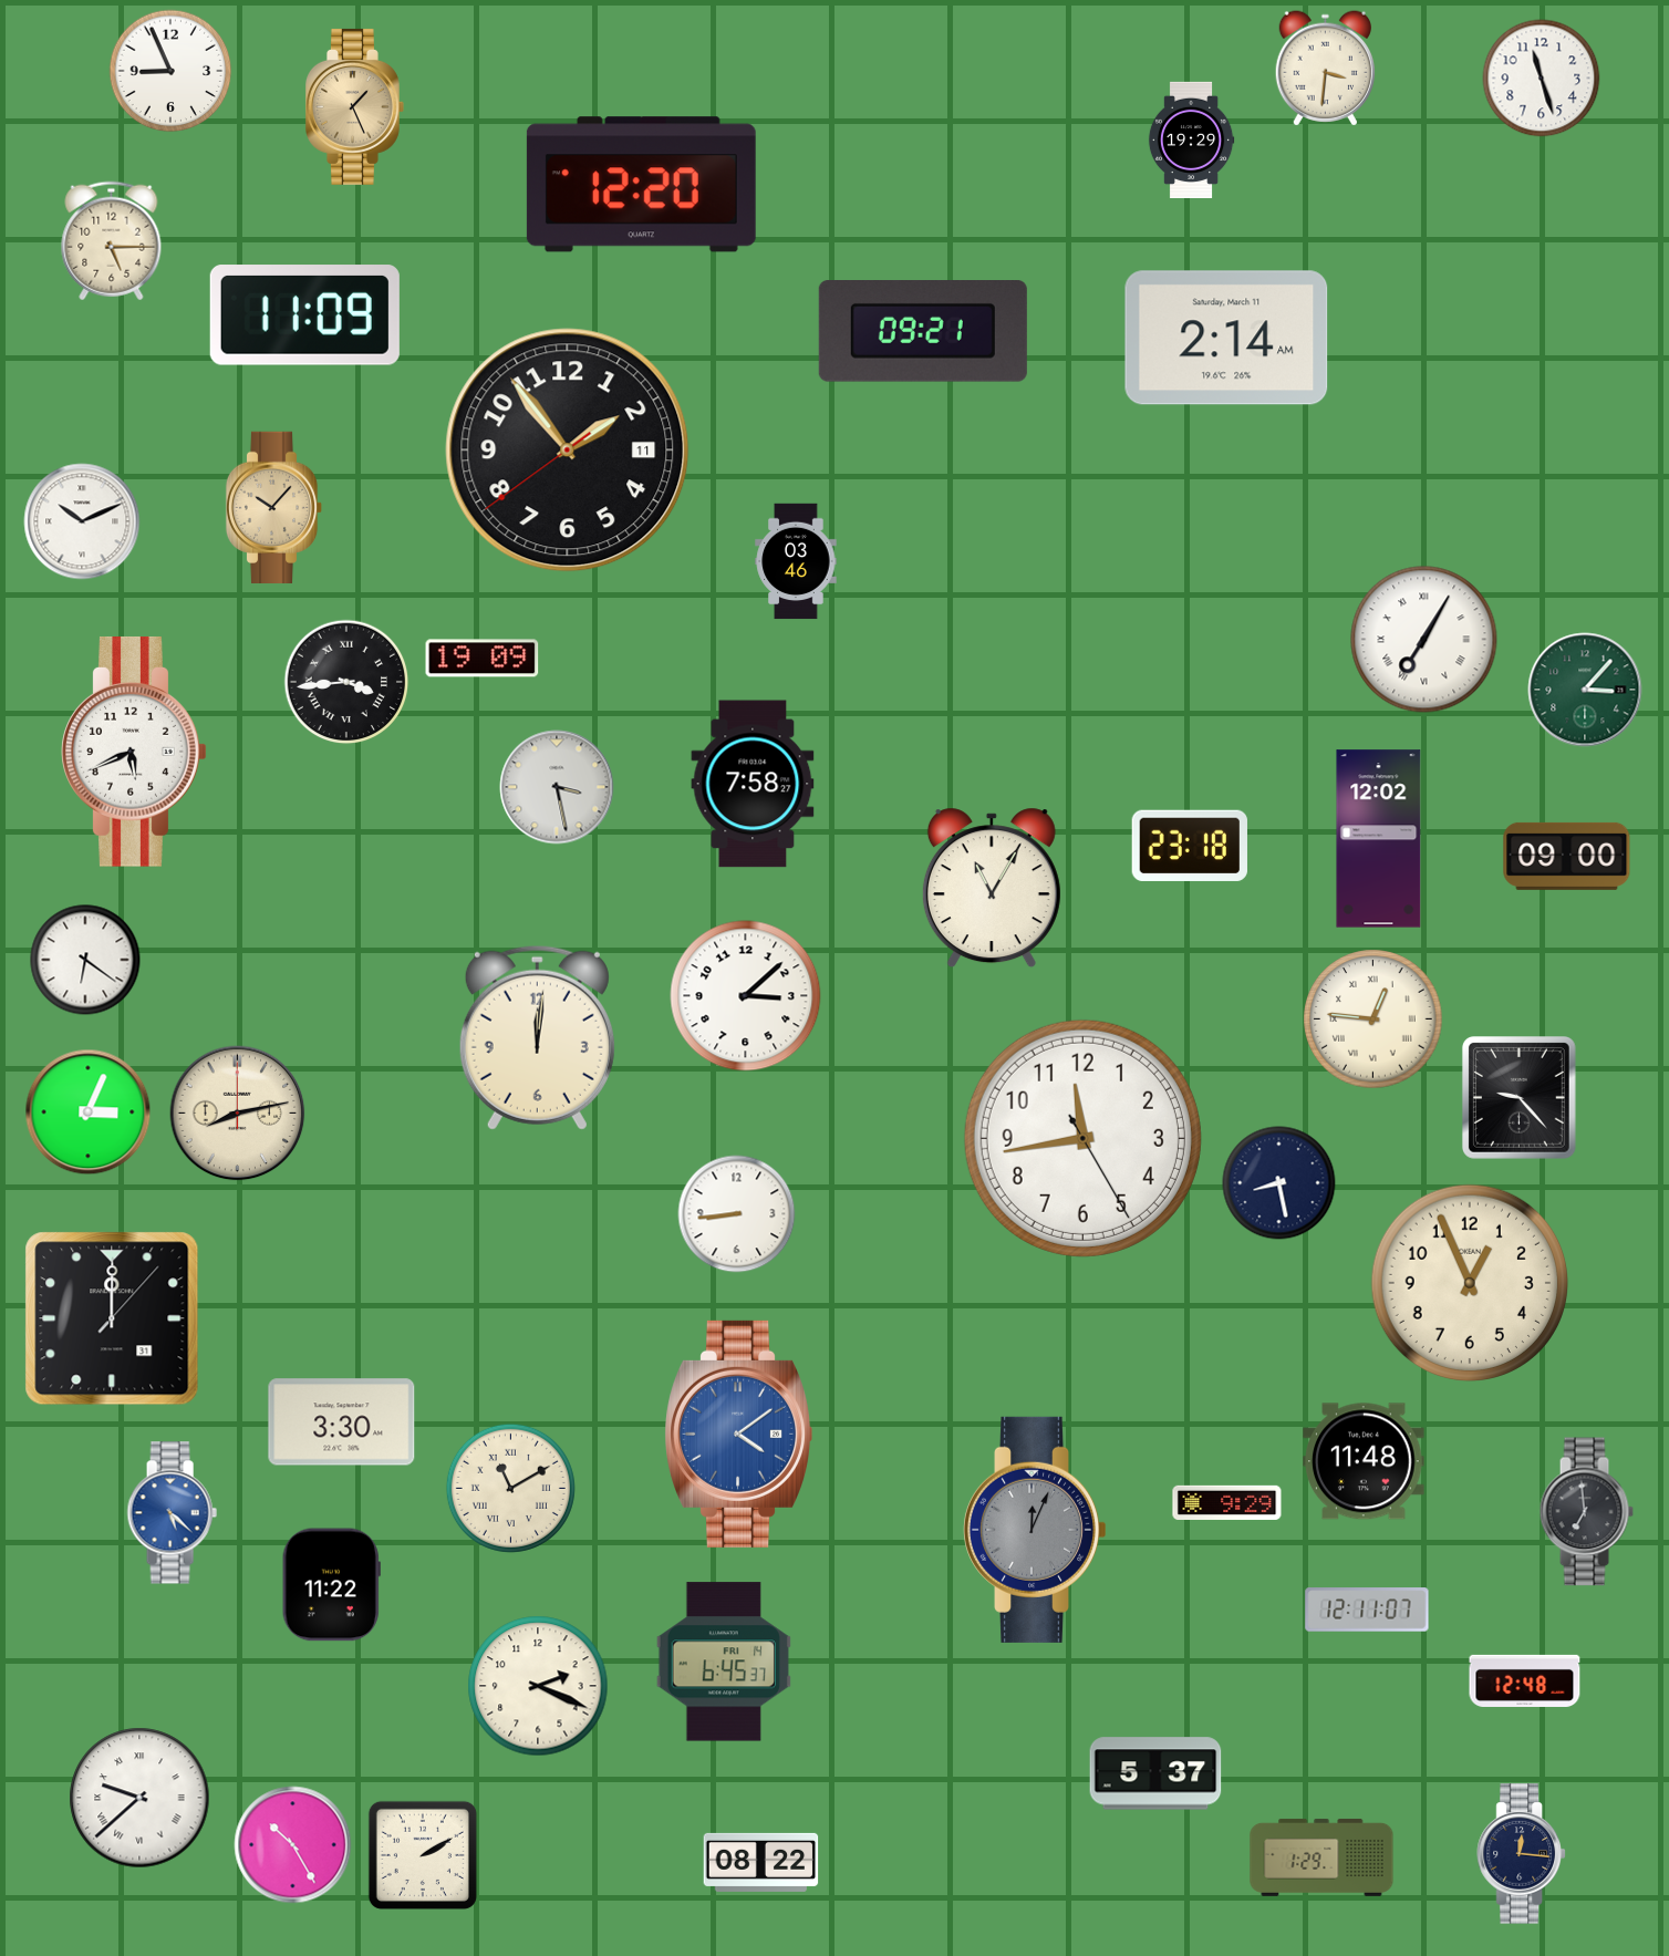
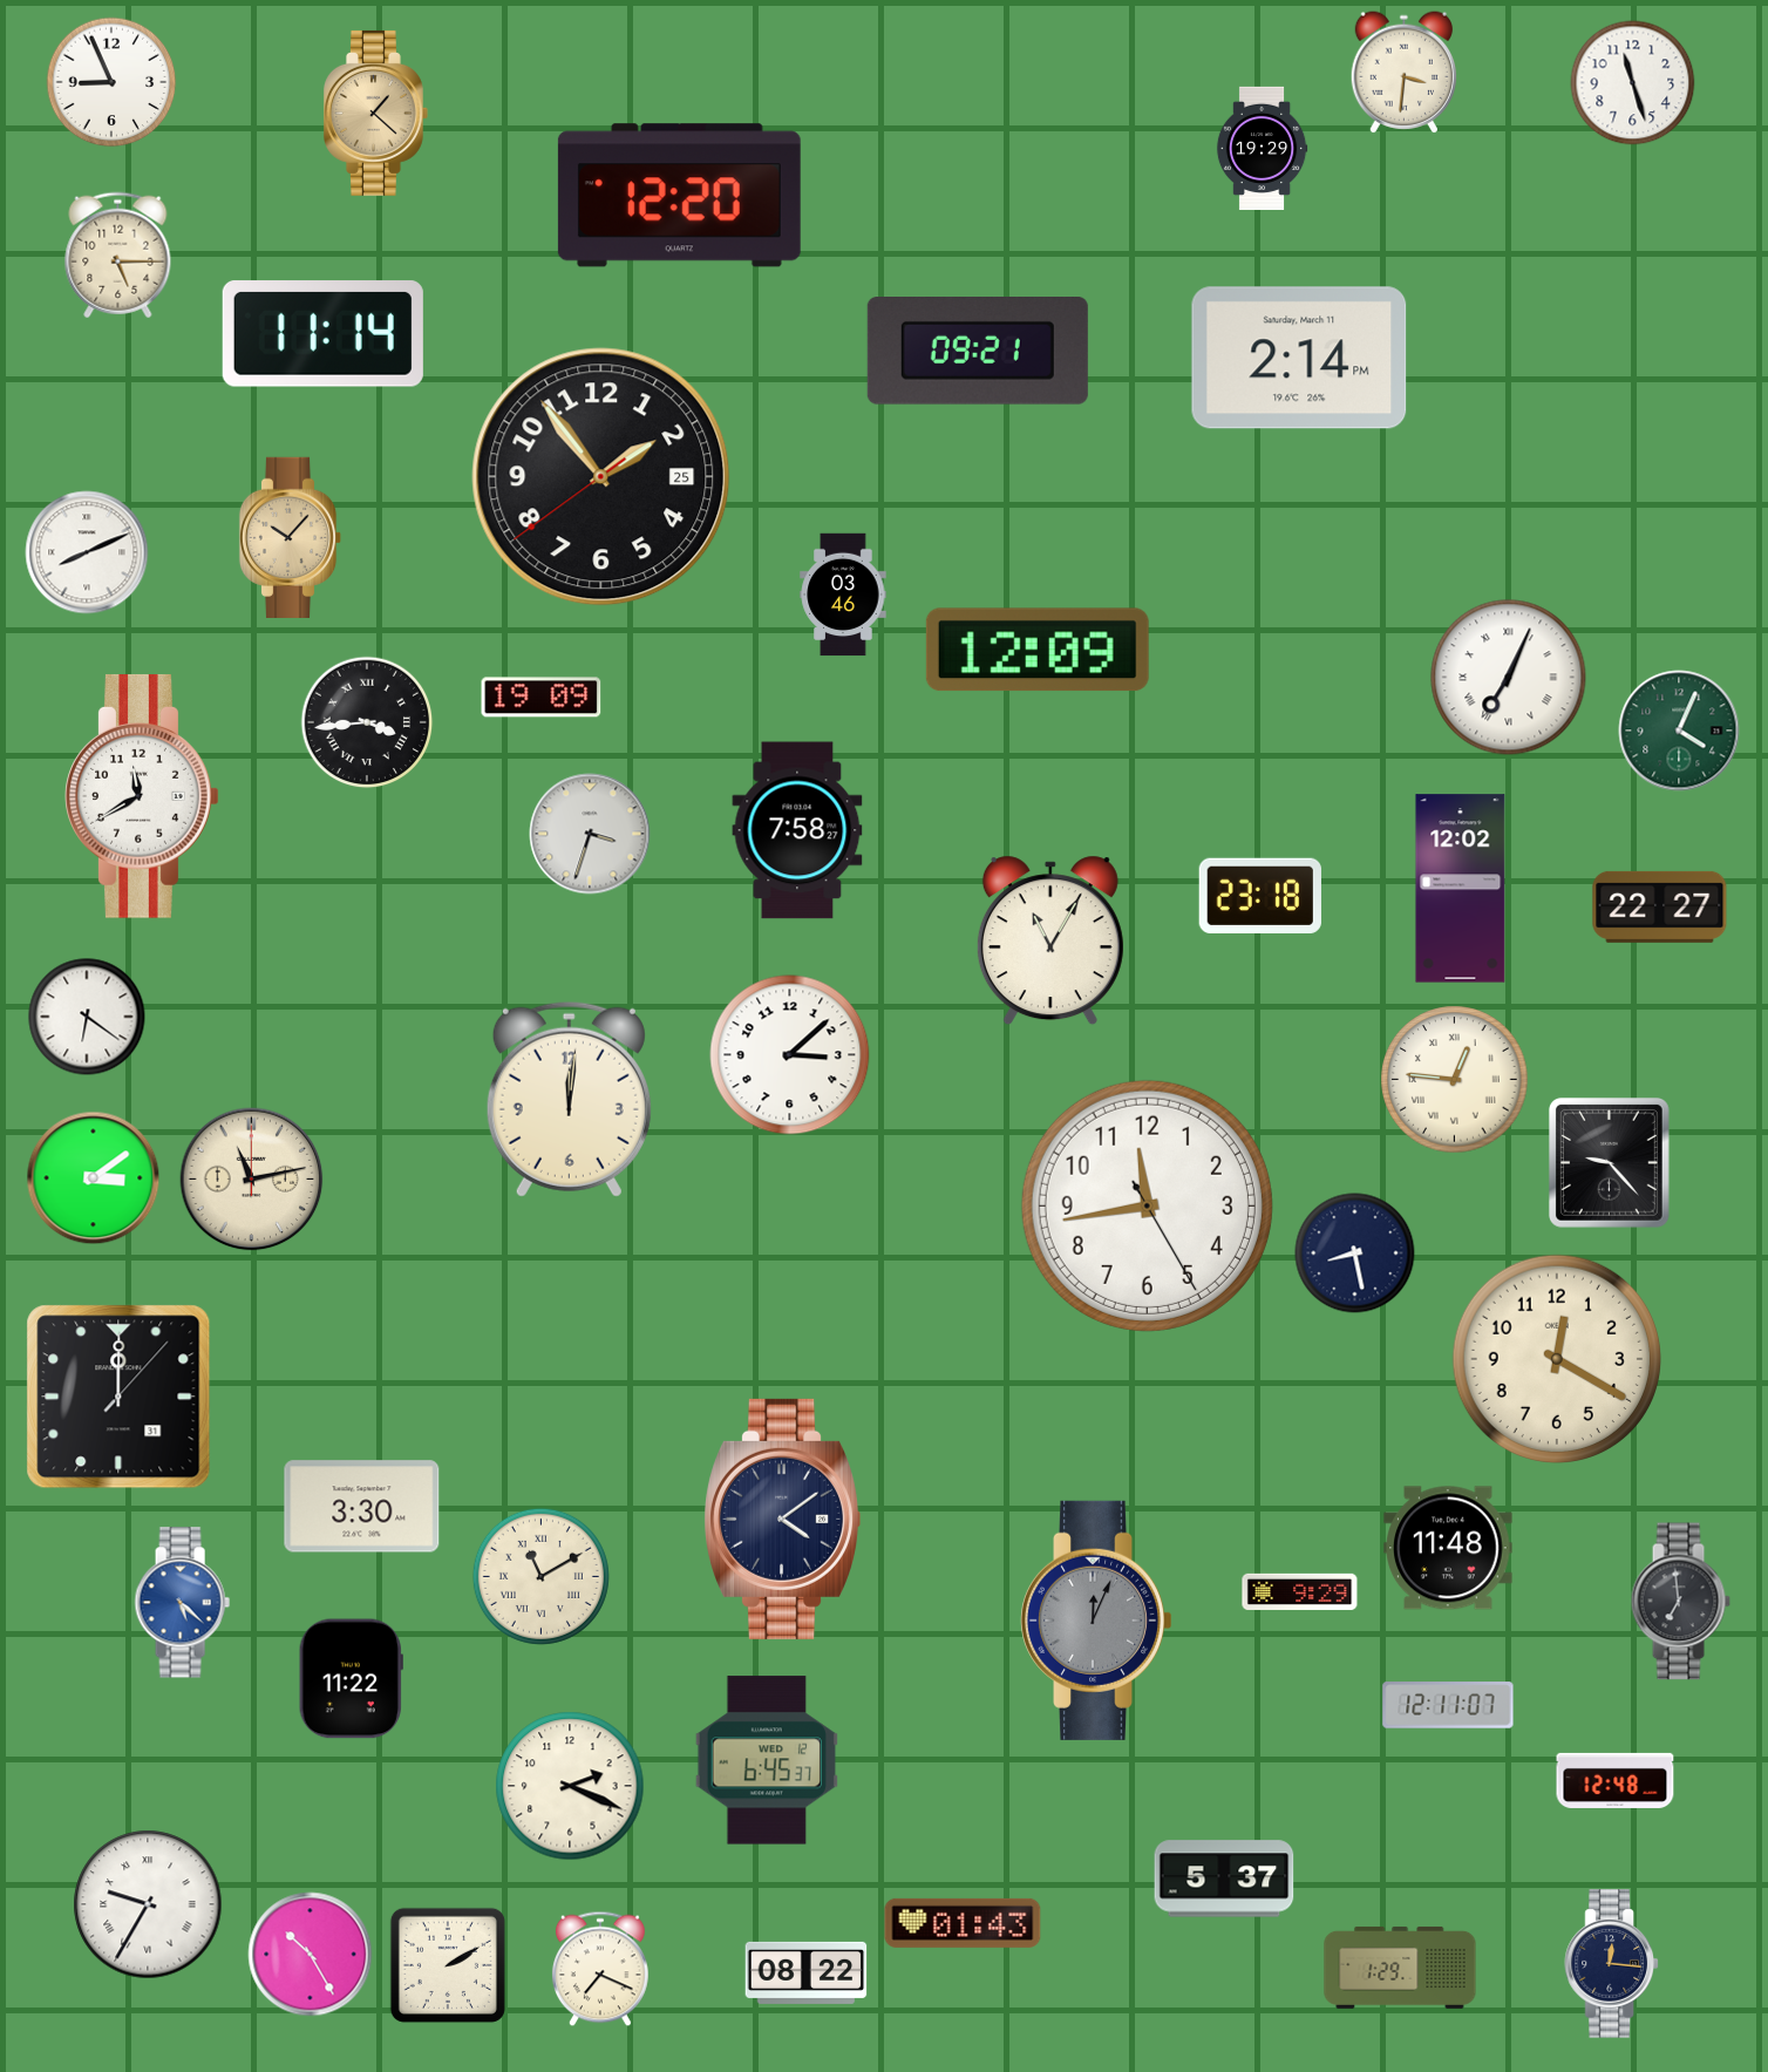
clock at (170, 71) position: (170, 71) -> (111, 82)
clock at (355, 106): 1:26 -> 1:22
clock at (304, 315): 11:09 -> 11:14
clock at (1226, 338): 2:14 AM -> 2:14 PM
clock at (568, 451) date: 11 -> 25
clock at (82, 521): 10:11 -> 8:11
clock at (1038, 650): none -> 12:09
clock at (1424, 640): 7:05 -> 7:04
clock at (483, 659) position: (483, 659) -> (542, 698)
clock at (1585, 690): 3:07 -> 4:04
clock at (134, 752): 5:41 -> 11:40
clock at (557, 787): 3:28 -> 3:33
clock at (1567, 856): 09:00 -> 22:27
clock at (85, 960) position: (85, 960) -> (87, 1017)
clock at (89, 1112): 3:04 -> 3:09
clock at (238, 1114): 8:13 -> 11:13
clock at (737, 1214): 8:44 -> none
clock at (1469, 1282): 12:56 -> 12:20
clock at (738, 1434) dial: blue -> navy
clock at (1364, 1461) position: (1364, 1461) -> (1448, 1548)
clock at (724, 1662) date: FRI 14 -> WED 12
clock at (139, 1798): 9:38 -> 9:35
clock at (963, 1923): none -> 01:43
clock at (600, 1969): none -> 7:19
